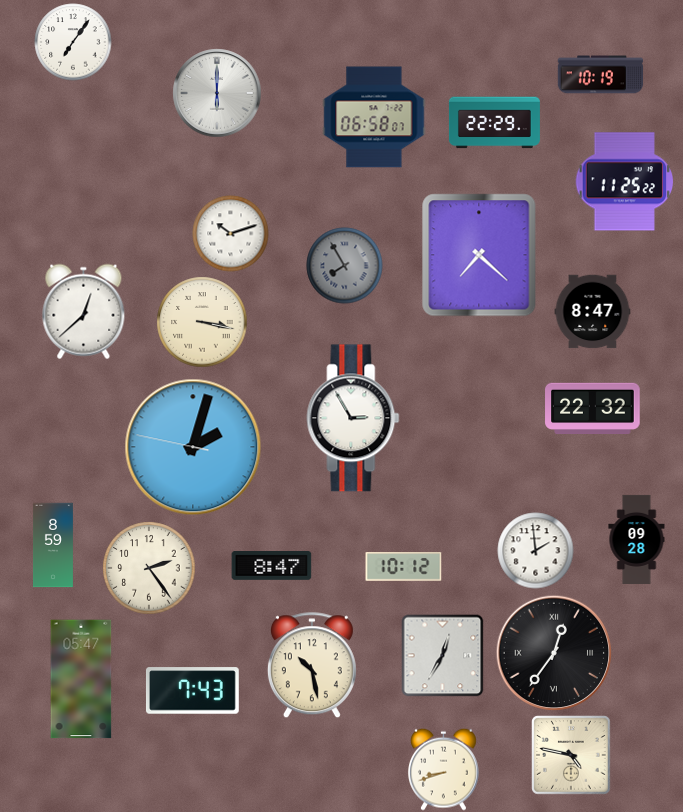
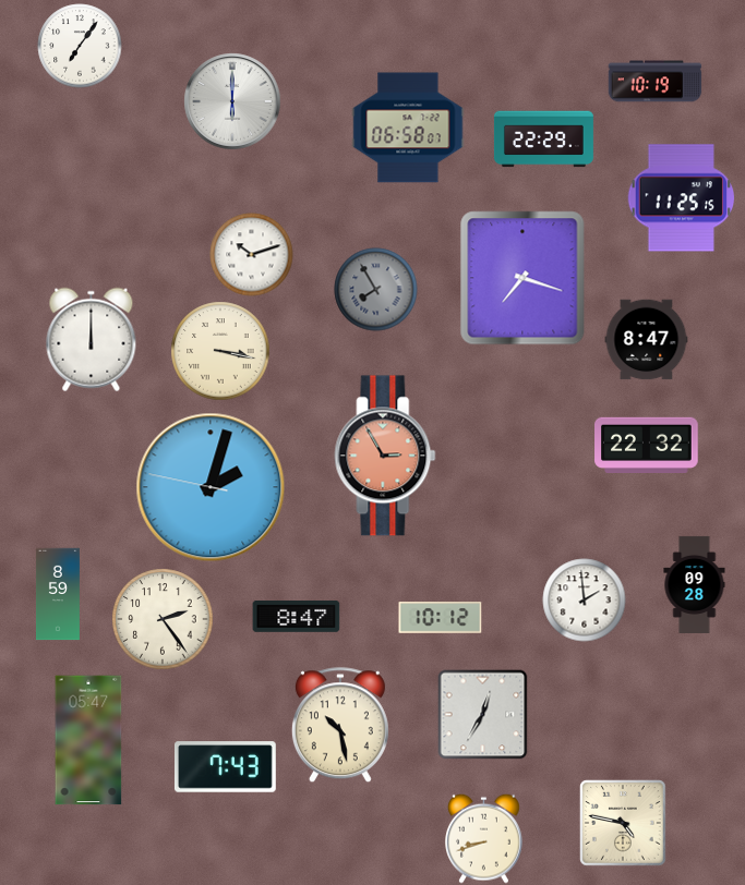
clock at (217, 93) position: (217, 93) -> (232, 101)
clock at (494, 123) position: (494, 123) -> (543, 140)
clock at (625, 182): 11:25:22 -> 11:25:15
clock at (479, 255): 7:22 -> 7:18
clock at (84, 312): 12:38 -> 12:00
clock at (353, 418) dial: white -> salmon
clock at (637, 539) position: (637, 539) -> (695, 584)
clock at (554, 653): 12:36 -> none
clock at (192, 691) position: (192, 691) -> (225, 767)
